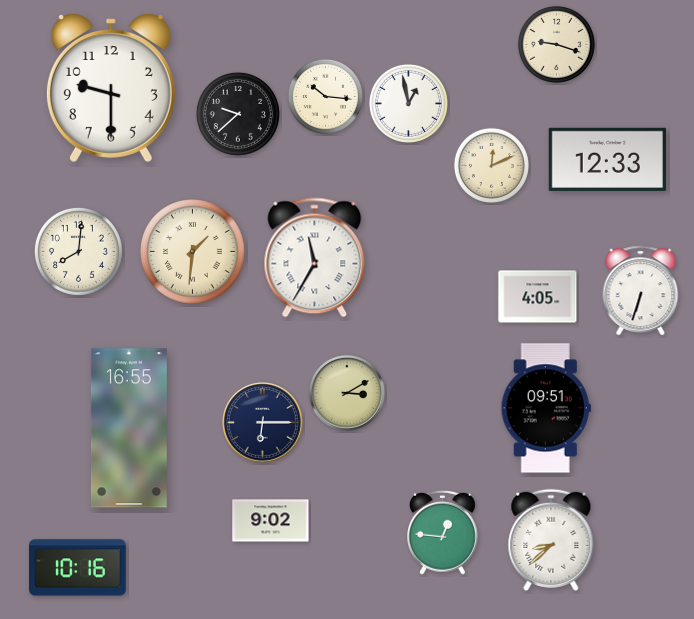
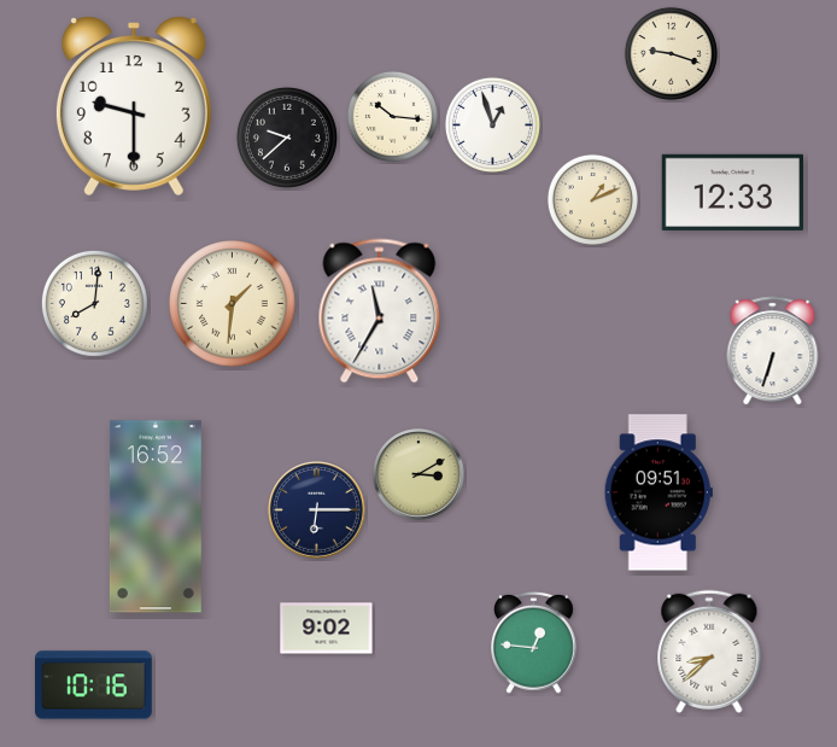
clock at (408, 103): 12:58 -> 12:57
clock at (491, 165): 12:11 -> 1:11
clock at (538, 297): 4:05 -> none
clock at (129, 428): 16:55 -> 16:52
clock at (551, 540) position: (551, 540) -> (709, 652)
